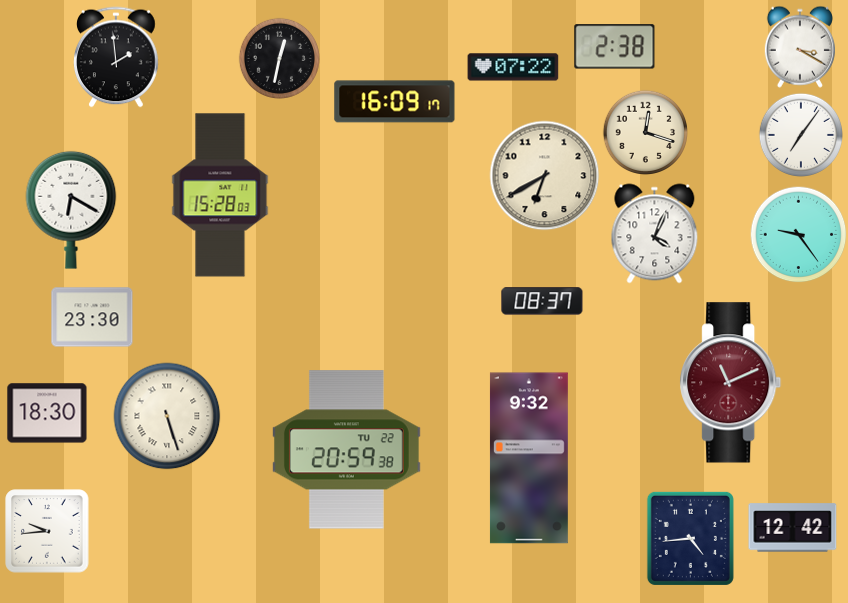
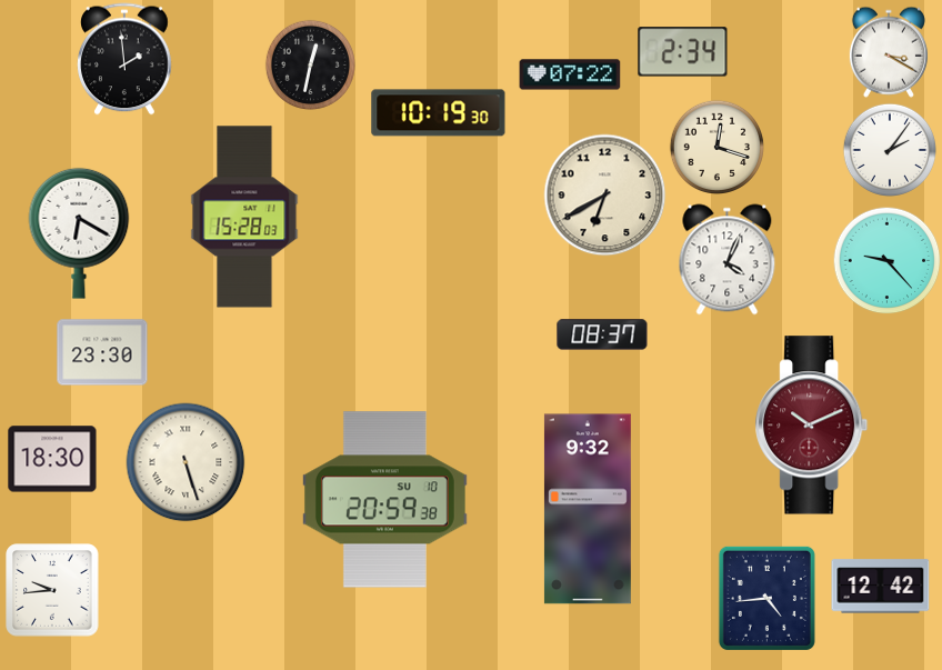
clock at (615, 47): 2:38 -> 2:34
clock at (117, 57) position: (117, 57) -> (126, 59)
clock at (395, 102): 16:09 -> 10:19
clock at (800, 134): 7:06 -> 2:06
clock at (798, 234): 9:24 -> 9:23
clock at (731, 383): 11:11 -> 10:11
clock at (346, 450) date: TU 22 -> SU 10
